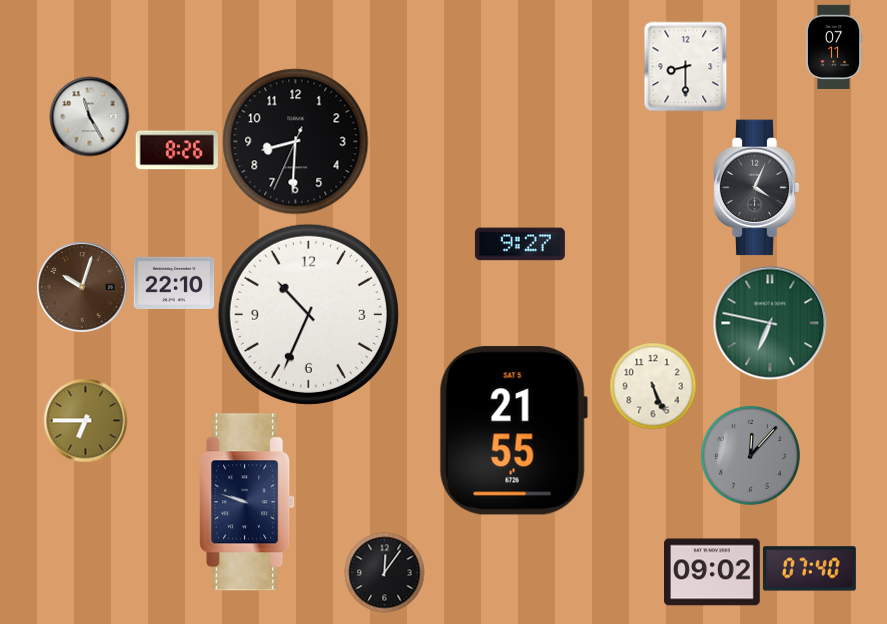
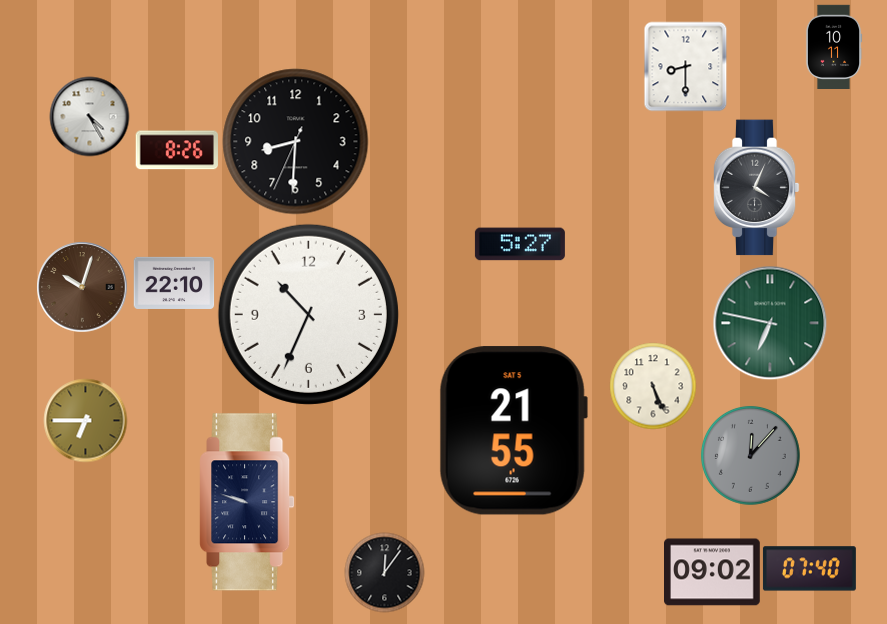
clock at (834, 46): 07:11 -> 10:11
clock at (89, 116): 11:25 -> 4:25
clock at (520, 244): 9:27 -> 5:27
